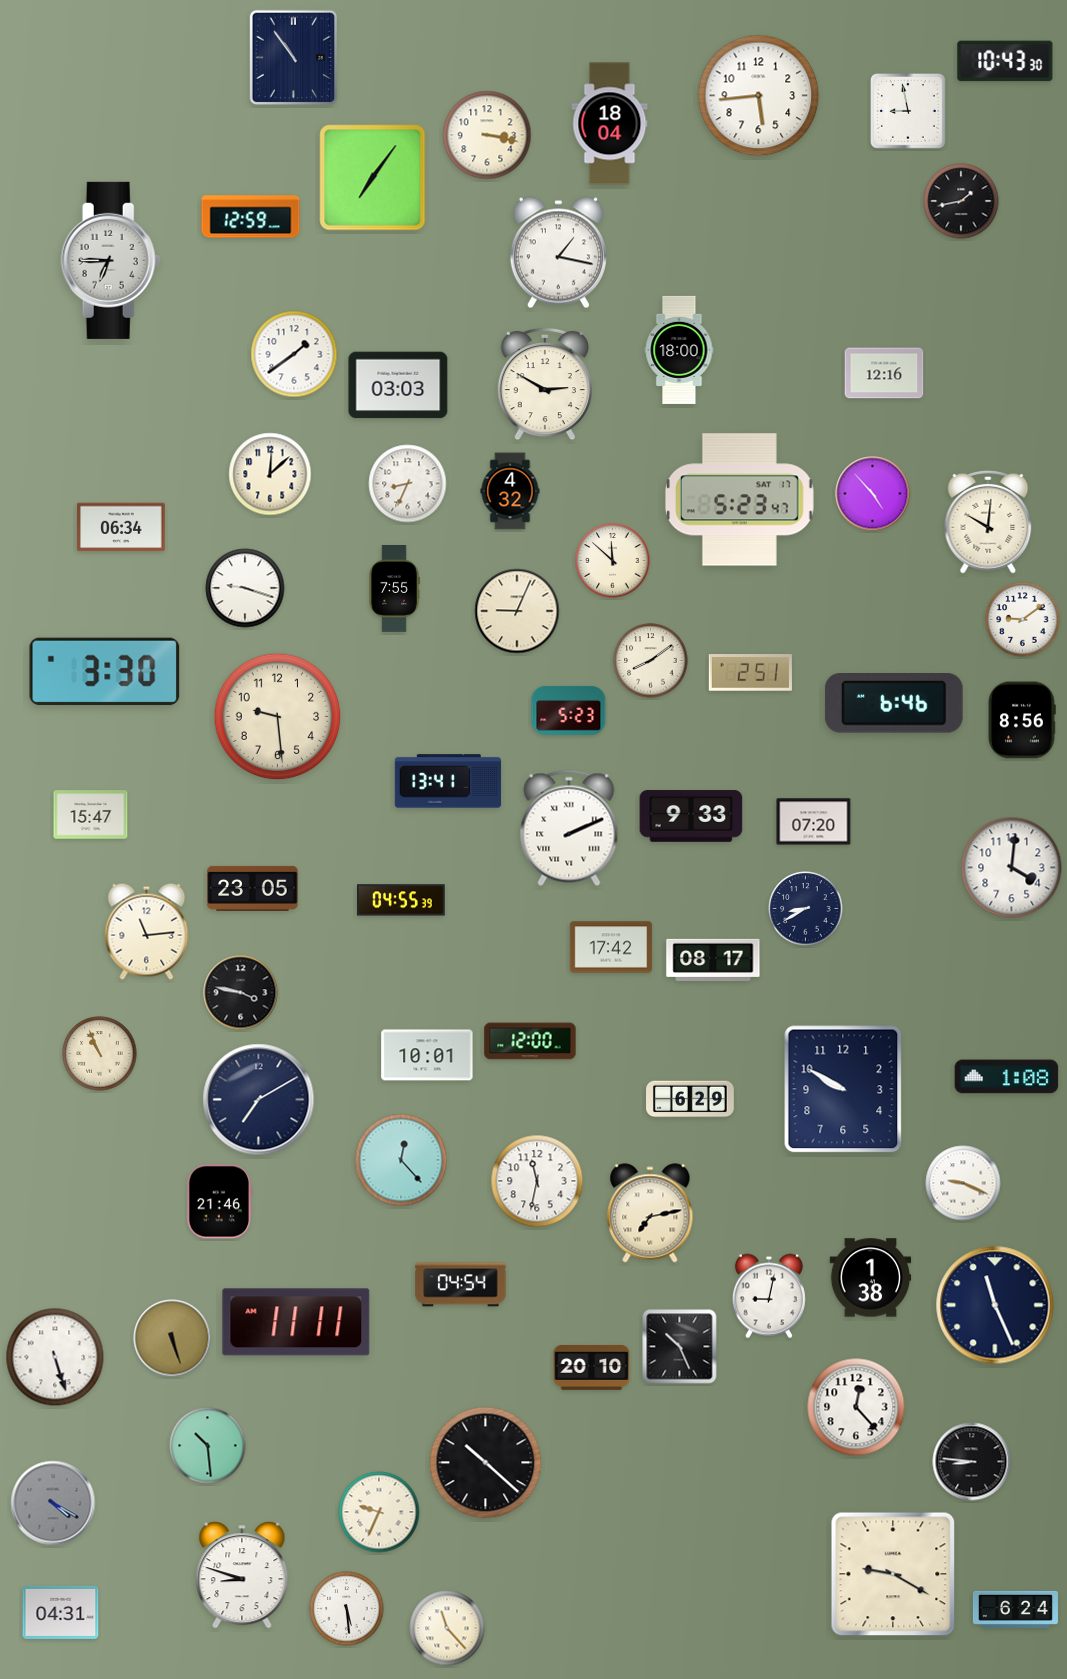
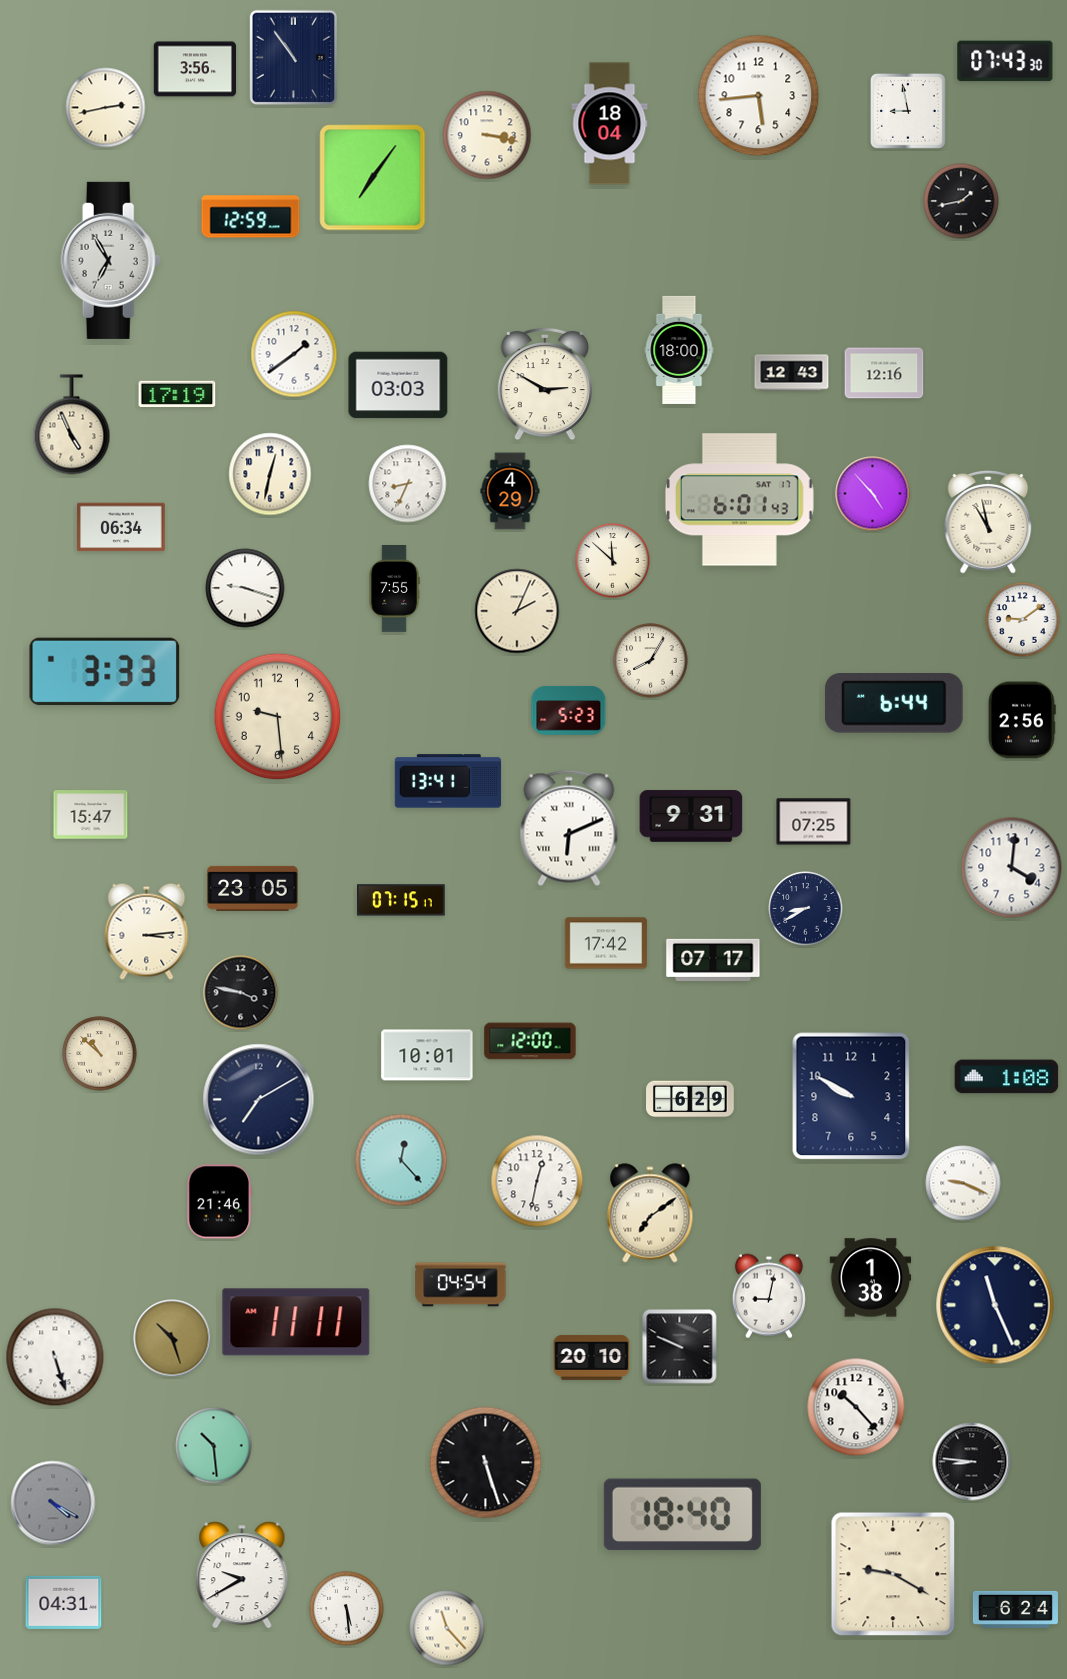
clock at (1005, 61): 10:43 -> 07:43
clock at (195, 69): none -> 3:56
clock at (106, 108): none -> 2:43
clock at (558, 253): 1:17 -> none
clock at (111, 260): 6:45 -> 6:55
clock at (792, 373): none -> 12:43
clock at (177, 394): none -> 17:19
clock at (72, 425): none -> 4:56
clock at (270, 474): 12:08 -> 12:32
clock at (510, 491): 4:32 -> 4:29
clock at (739, 500): 5:23 -> 6:01
clock at (988, 522): 10:01 -> 10:58
clock at (517, 611): 9:04 -> 2:04
clock at (651, 661): 8:09 -> 8:05
clock at (105, 672): 3:30 -> 3:33
clock at (750, 673): 2:51 -> none
clock at (894, 704): 6:46 -> 6:44
clock at (1022, 720): 8:56 -> 2:56
clock at (691, 816): 9:33 -> 9:31
clock at (814, 822): 07:20 -> 07:25
clock at (569, 828): 2:11 -> 6:11
clock at (401, 900): 04:55 -> 07:15
clock at (147, 931): 11:14 -> 3:14
clock at (611, 947) position: (611, 947) -> (606, 943)
clock at (713, 960): 08:17 -> 07:17
clock at (100, 1054): 10:56 -> 10:52
clock at (843, 1089) position: (843, 1089) -> (851, 1096)
clock at (537, 1181): 11:32 -> 12:32
clock at (650, 1213): 7:13 -> 7:09
clock at (172, 1338): 5:27 -> 10:27
clock at (680, 1347): 10:26 -> 9:49
clock at (592, 1367) position: (592, 1367) -> (592, 1357)
clock at (856, 1407): 12:23 -> 10:23
clock at (208, 1446) position: (208, 1446) -> (214, 1446)
clock at (486, 1463): 10:22 -> 5:27
clock at (379, 1512): 9:34 -> none
clock at (682, 1515): none -> 18:40
clock at (242, 1575): 8:48 -> 9:40
clock at (61, 1612) position: (61, 1612) -> (64, 1602)
